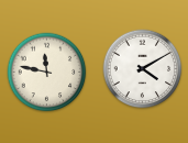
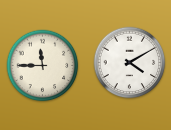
clock at (47, 73): 11:47 -> 11:45
